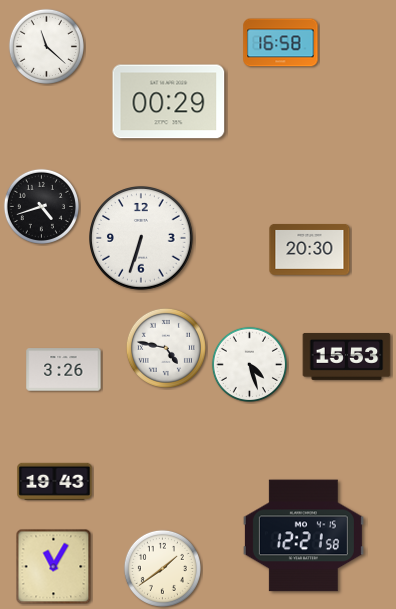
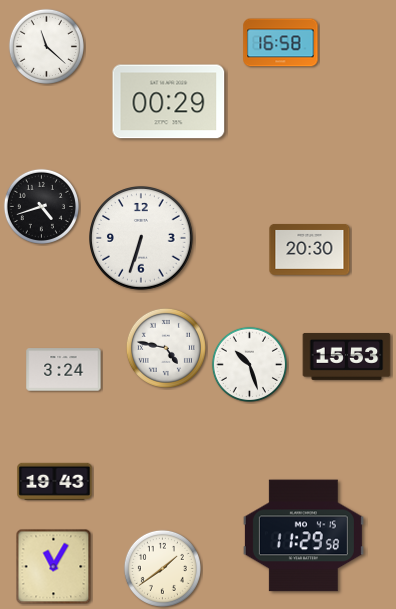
clock at (249, 364): 4:27 -> 10:27
clock at (64, 370): 3:26 -> 3:24
clock at (303, 536): 12:21 -> 11:29
